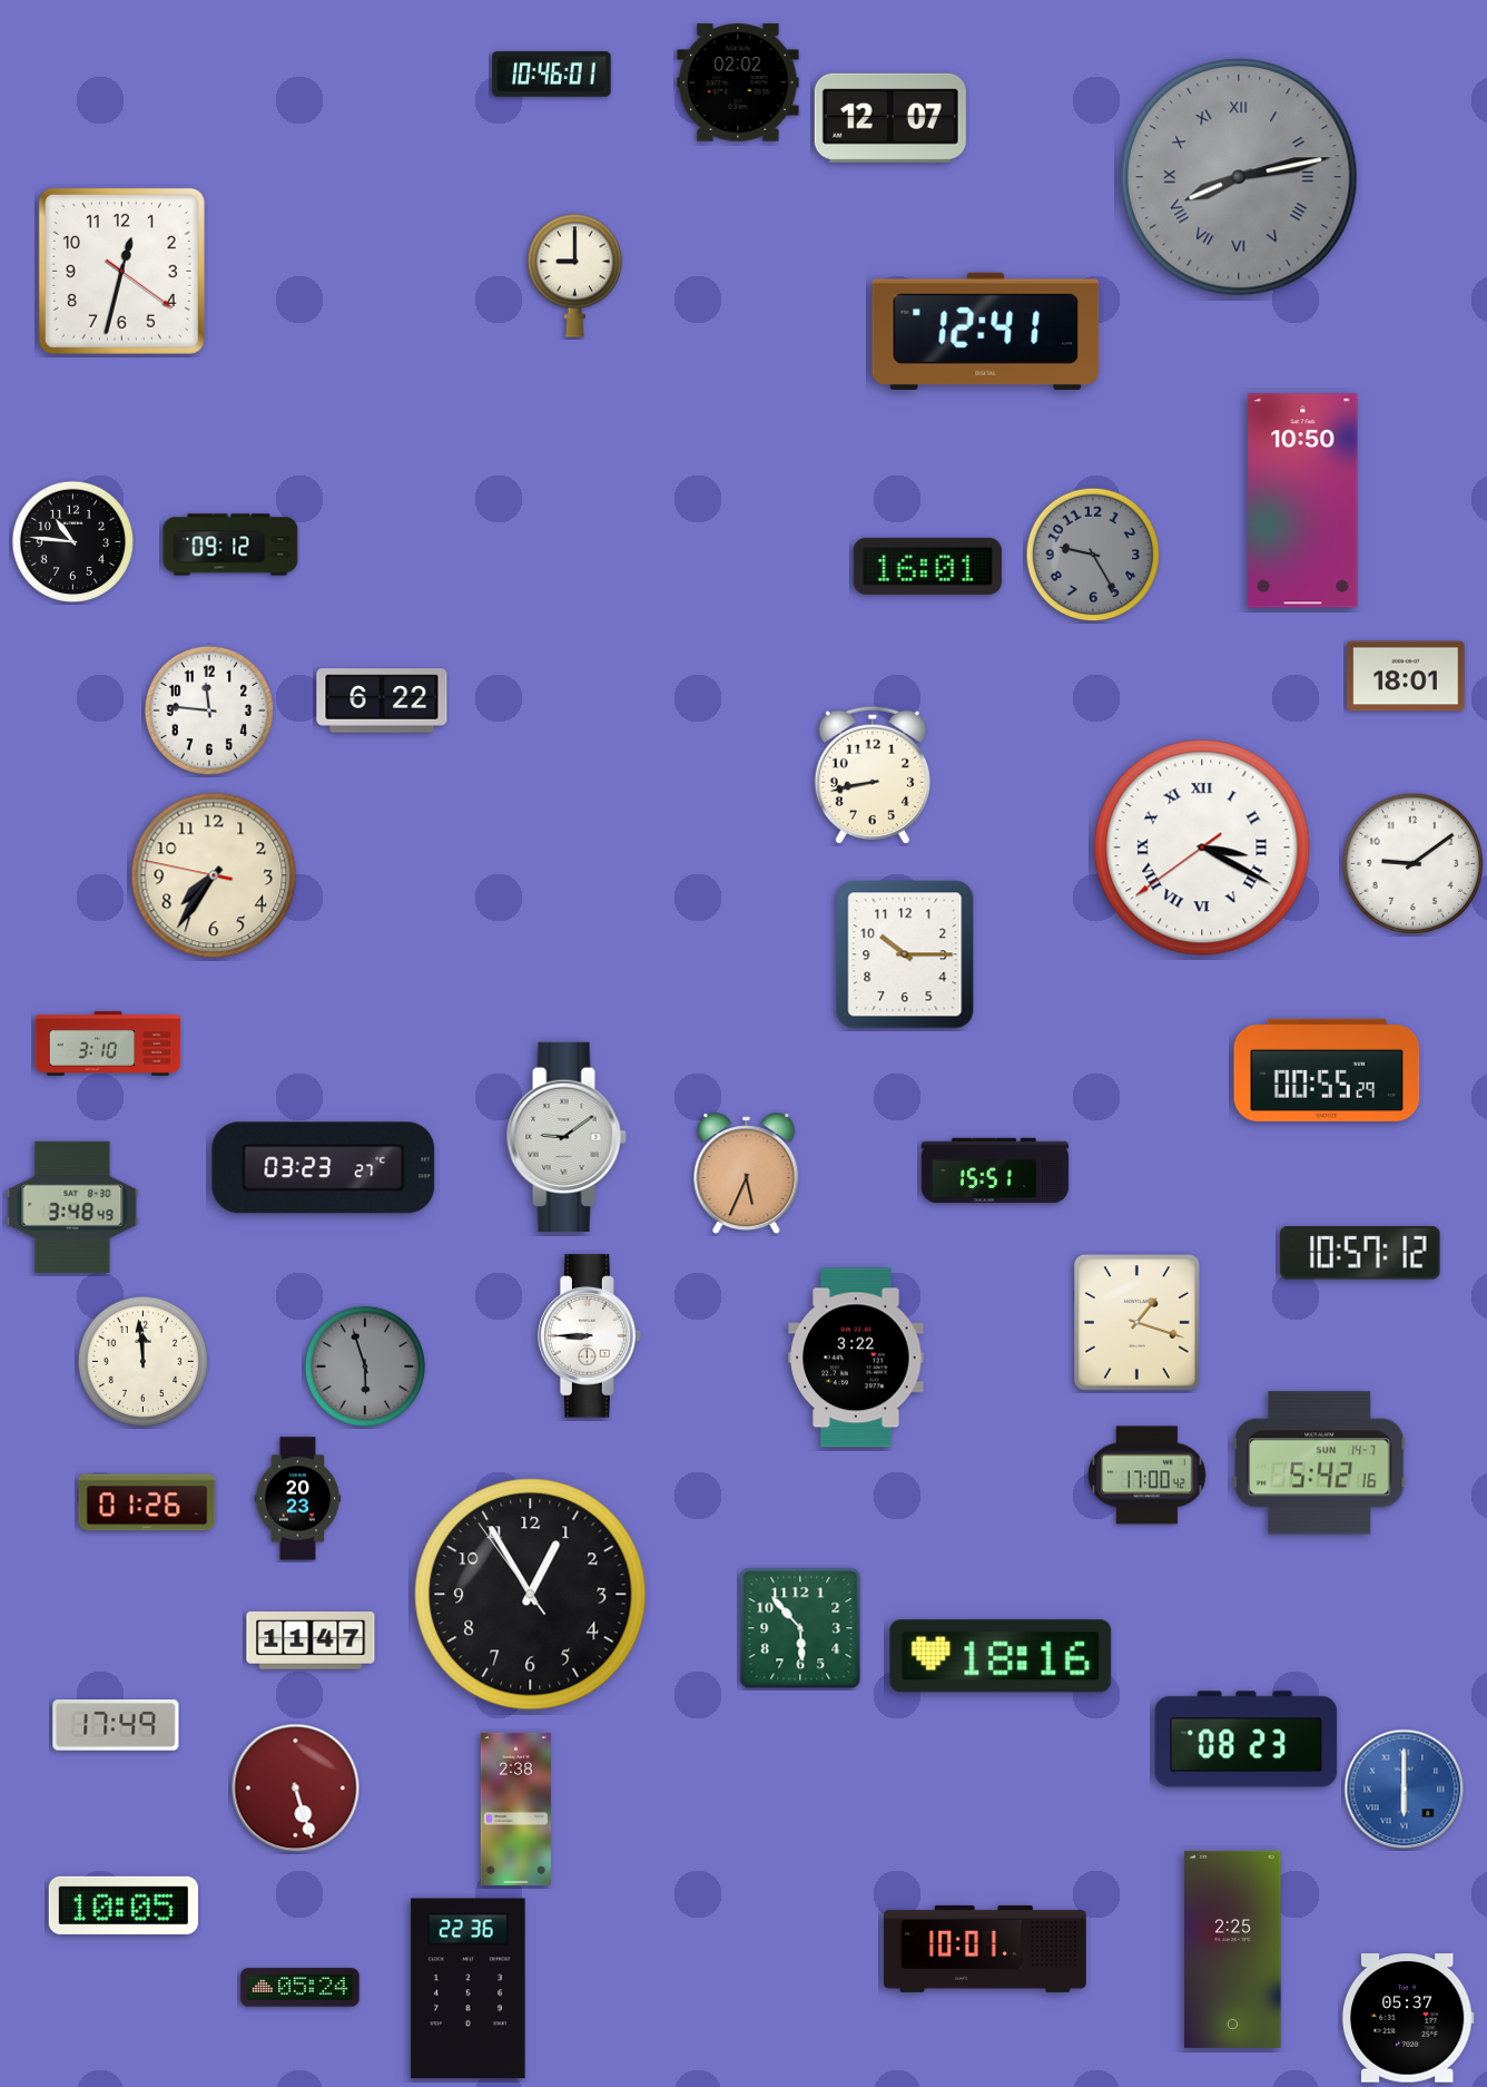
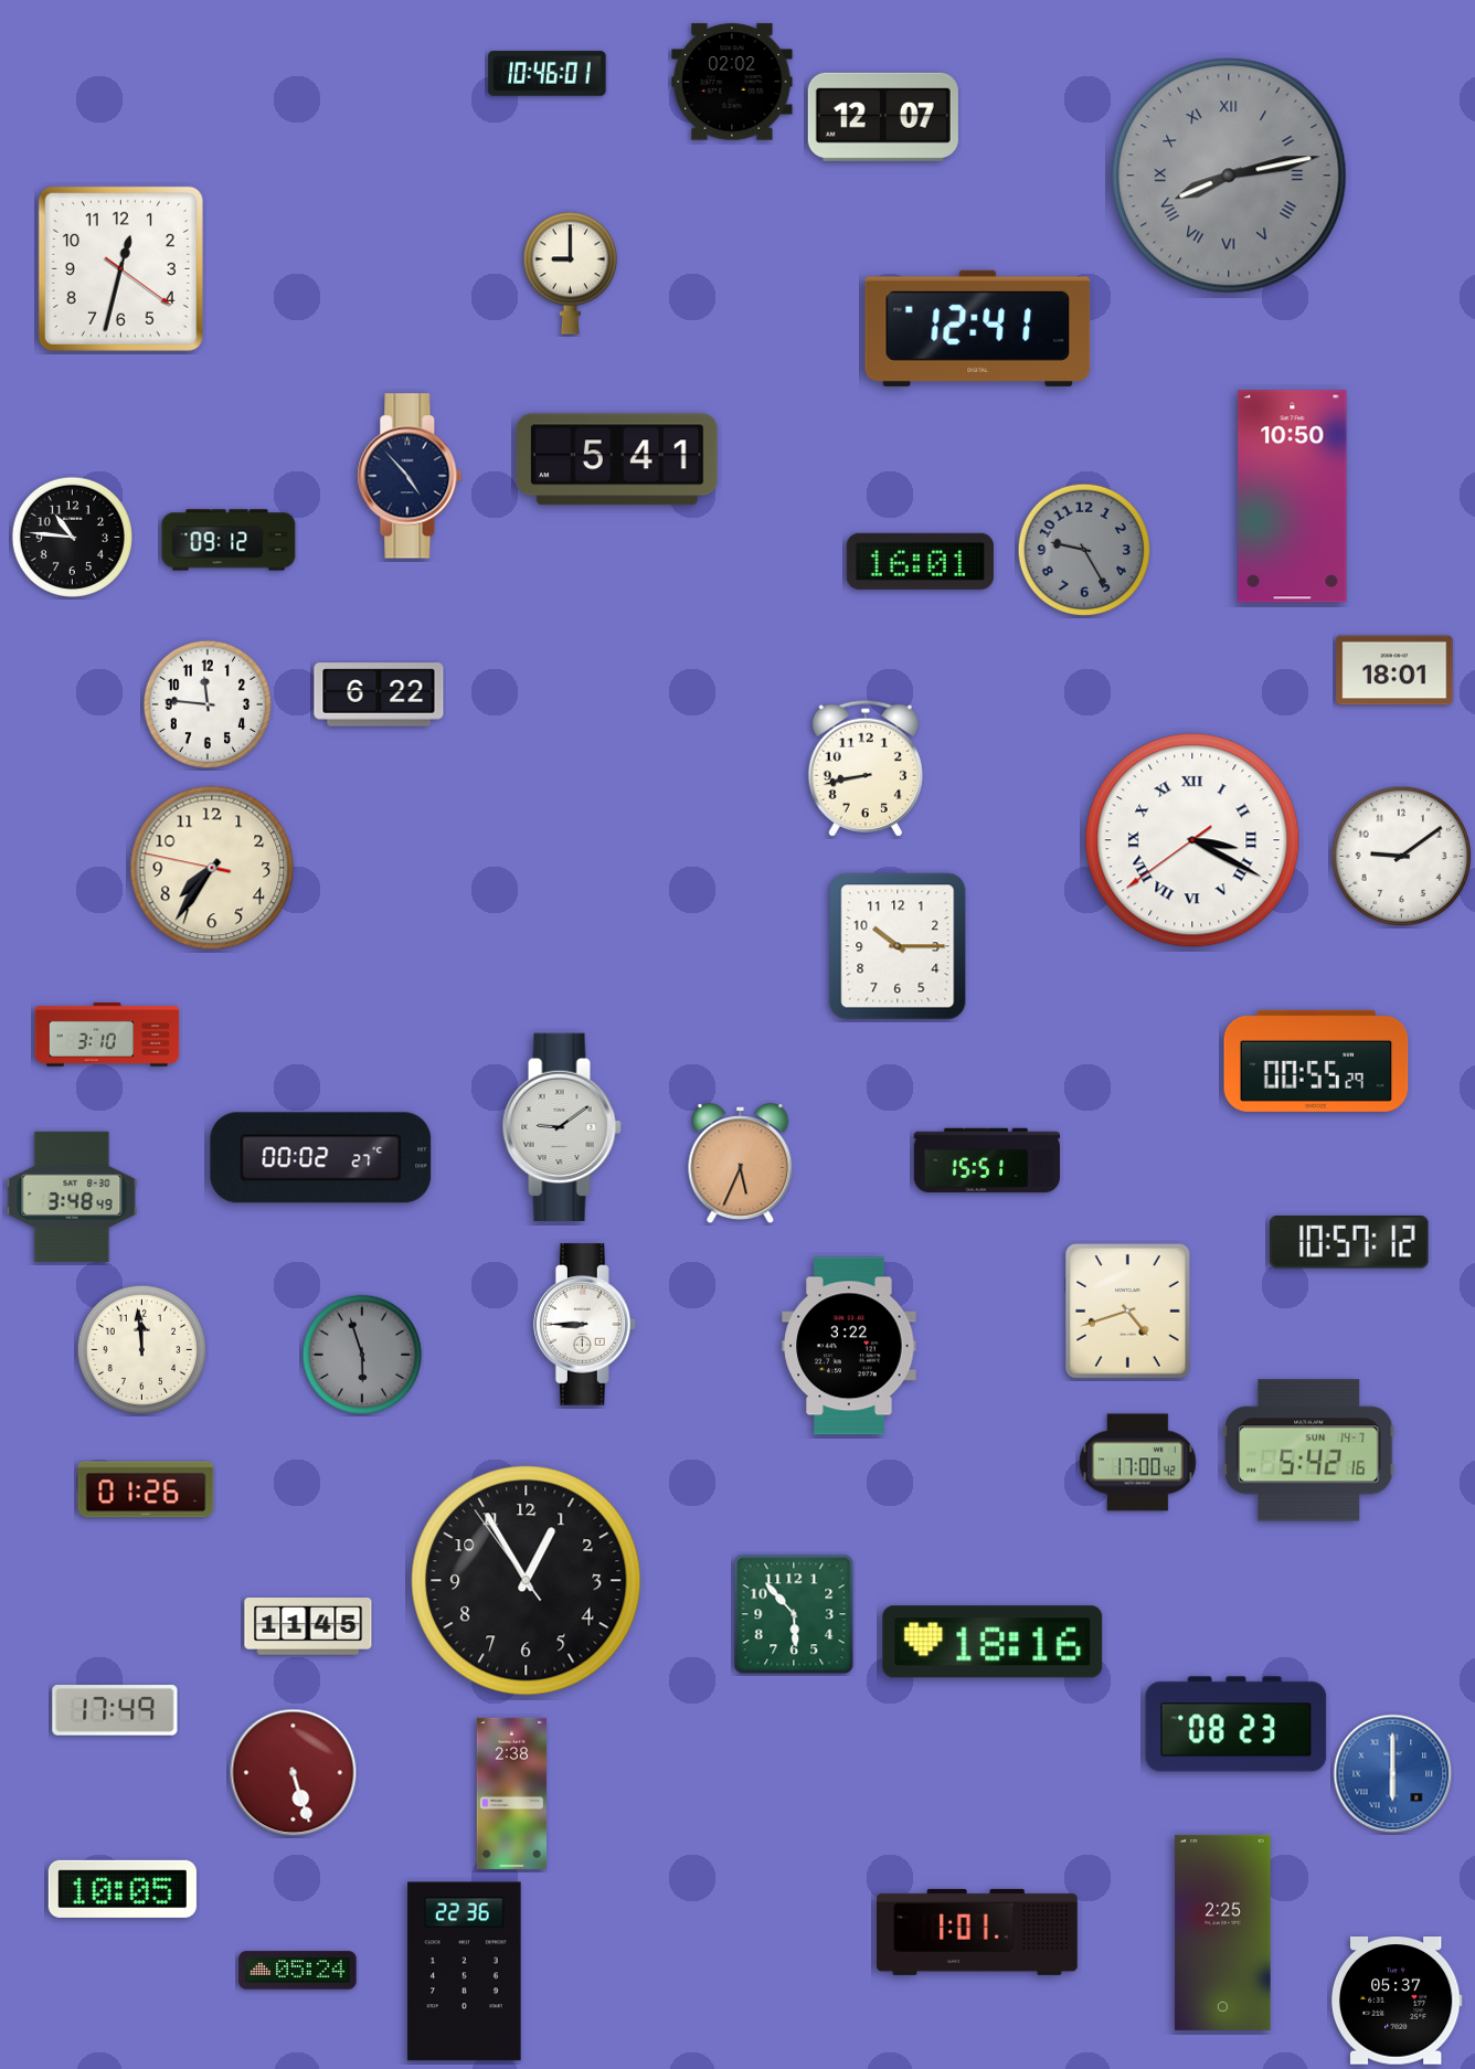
clock at (617, 459): none -> 5:41
clock at (410, 476): none -> 4:53
clock at (324, 1168): 03:23 -> 00:02
clock at (1138, 1323): 1:18 -> 4:42
clock at (298, 1499): 20:23 -> none
clock at (311, 1640): 11:47 -> 11:45
clock at (985, 1949): 10:01 -> 1:01
